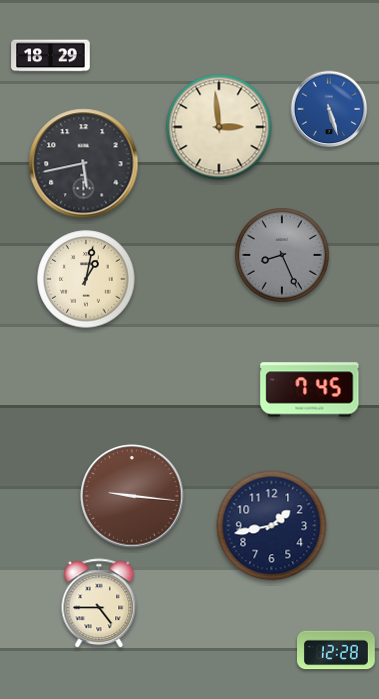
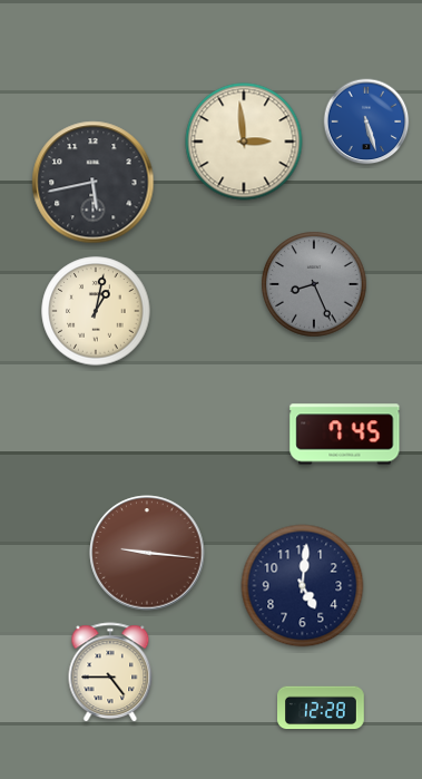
clock at (51, 56): 18:29 -> none
clock at (272, 526): 1:43 -> 5:01
clock at (336, 650) position: (336, 650) -> (321, 708)
